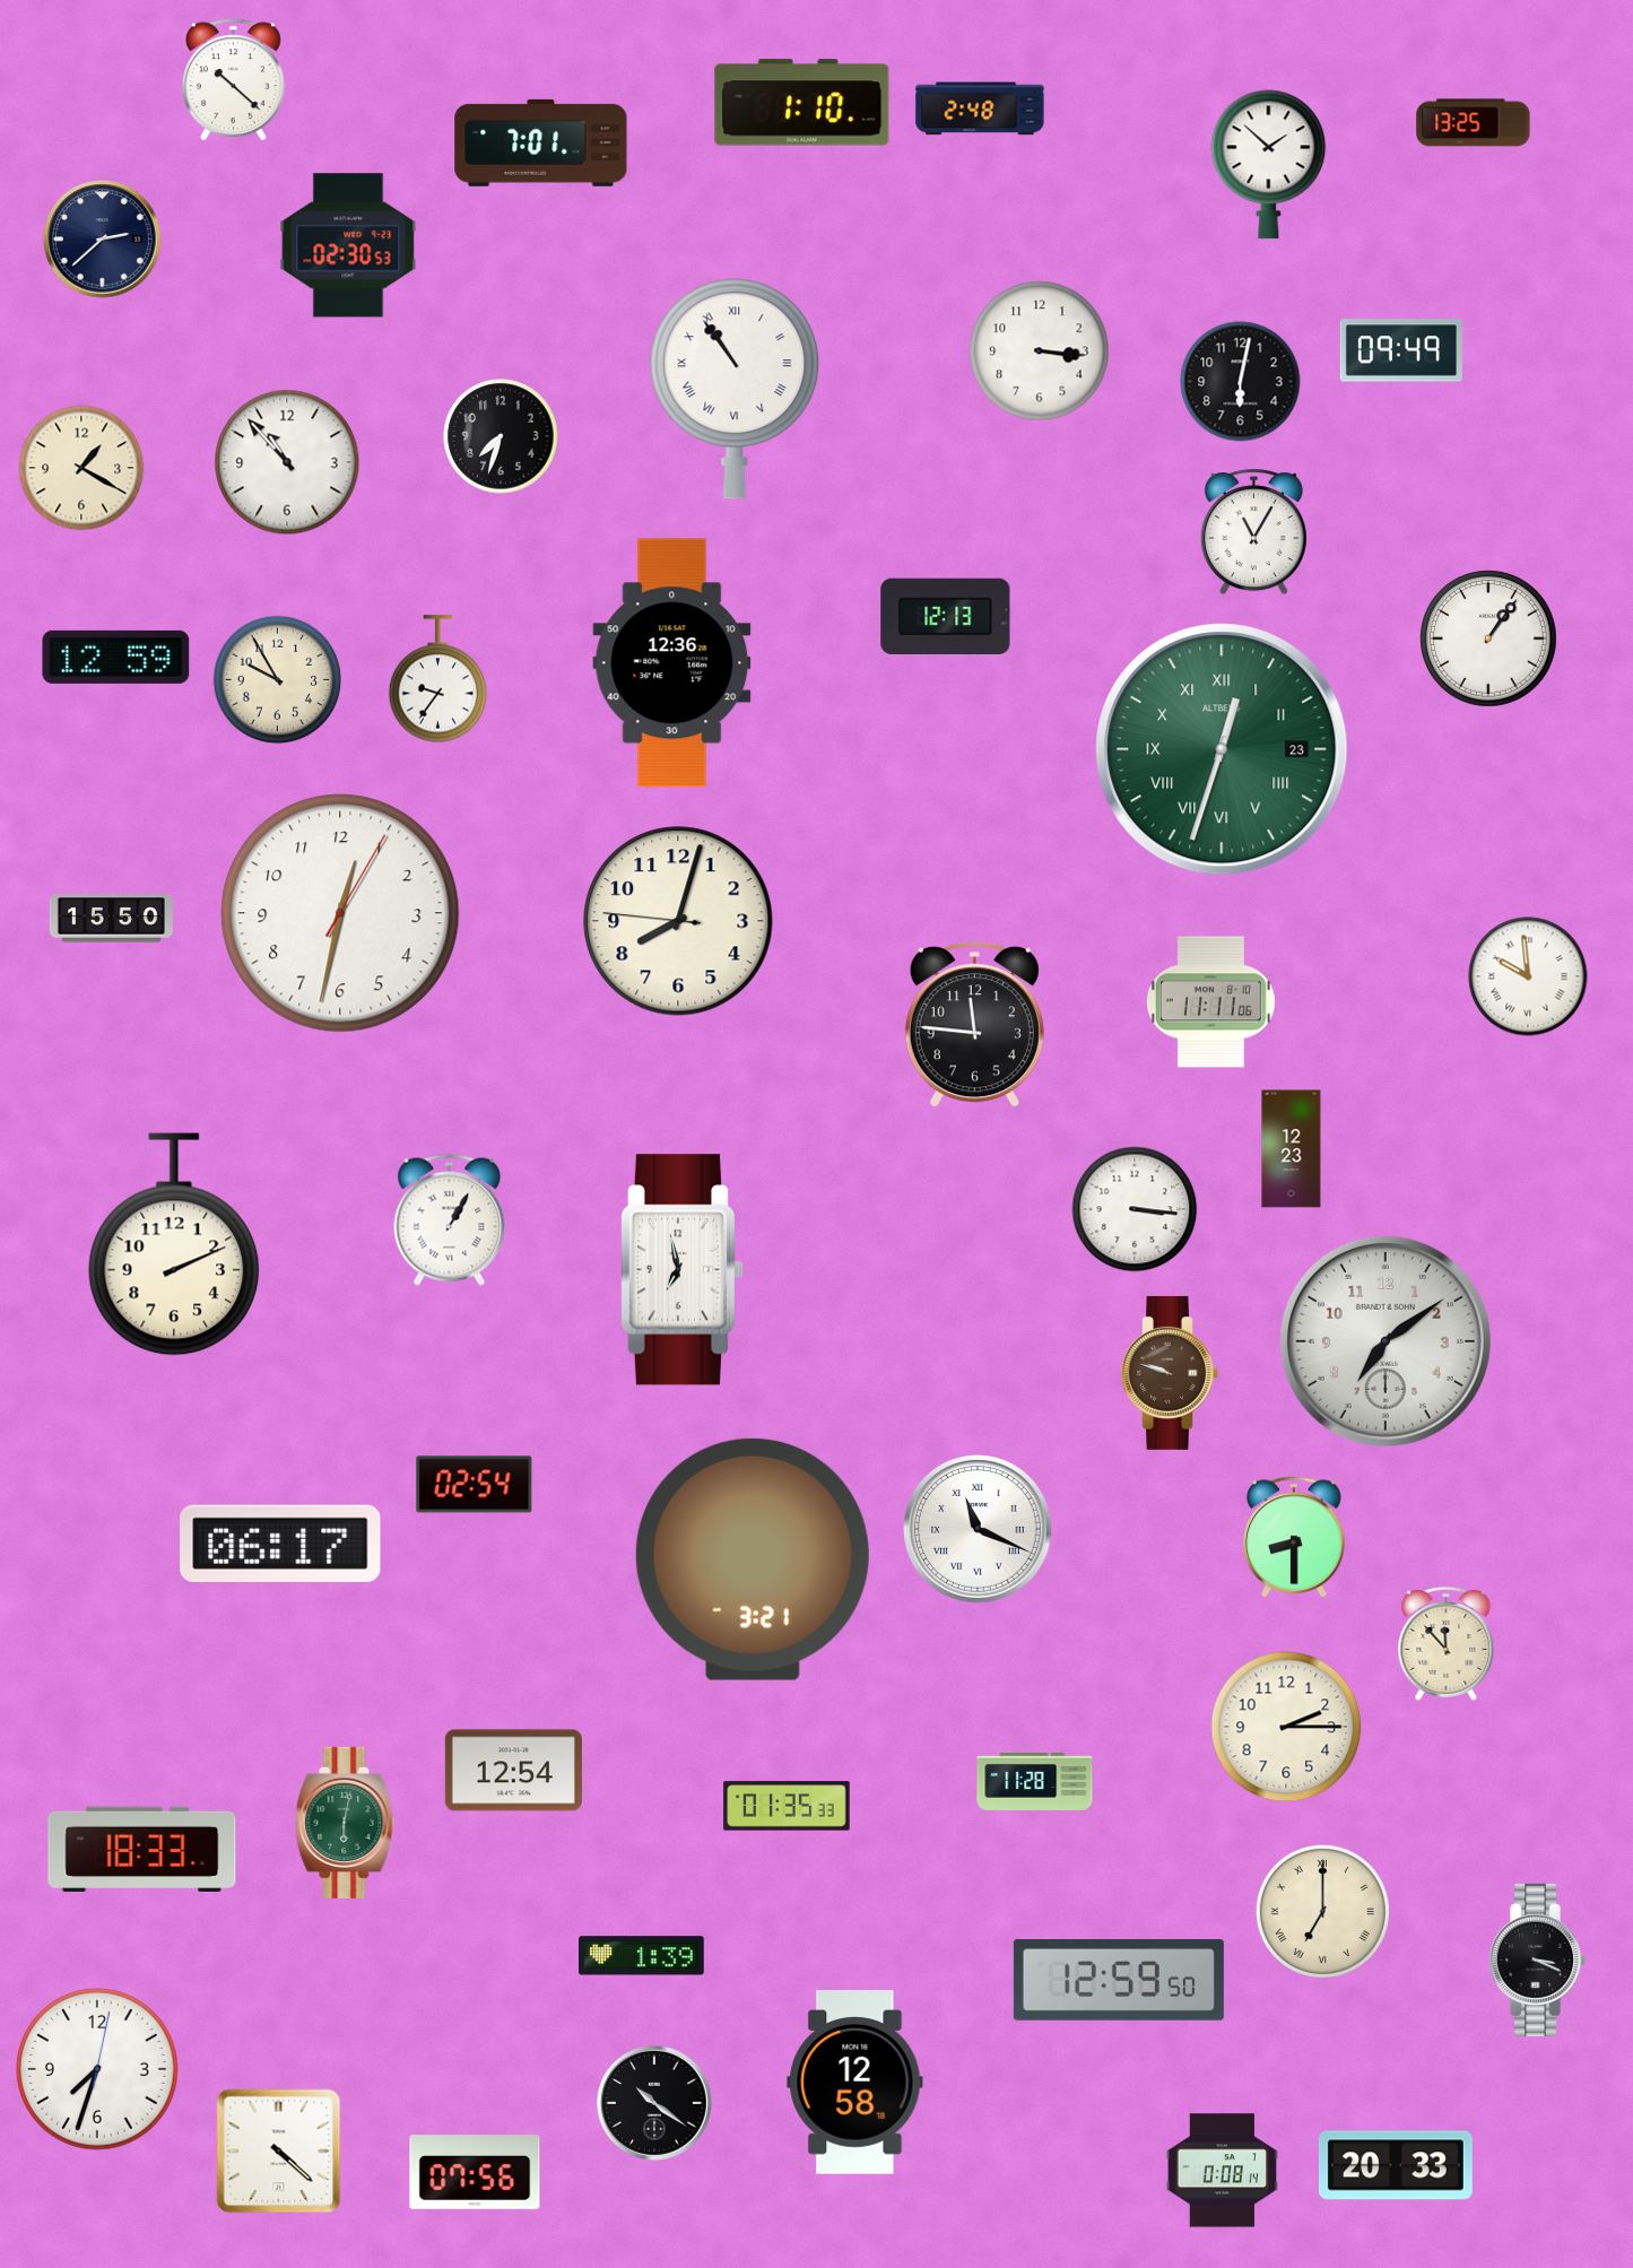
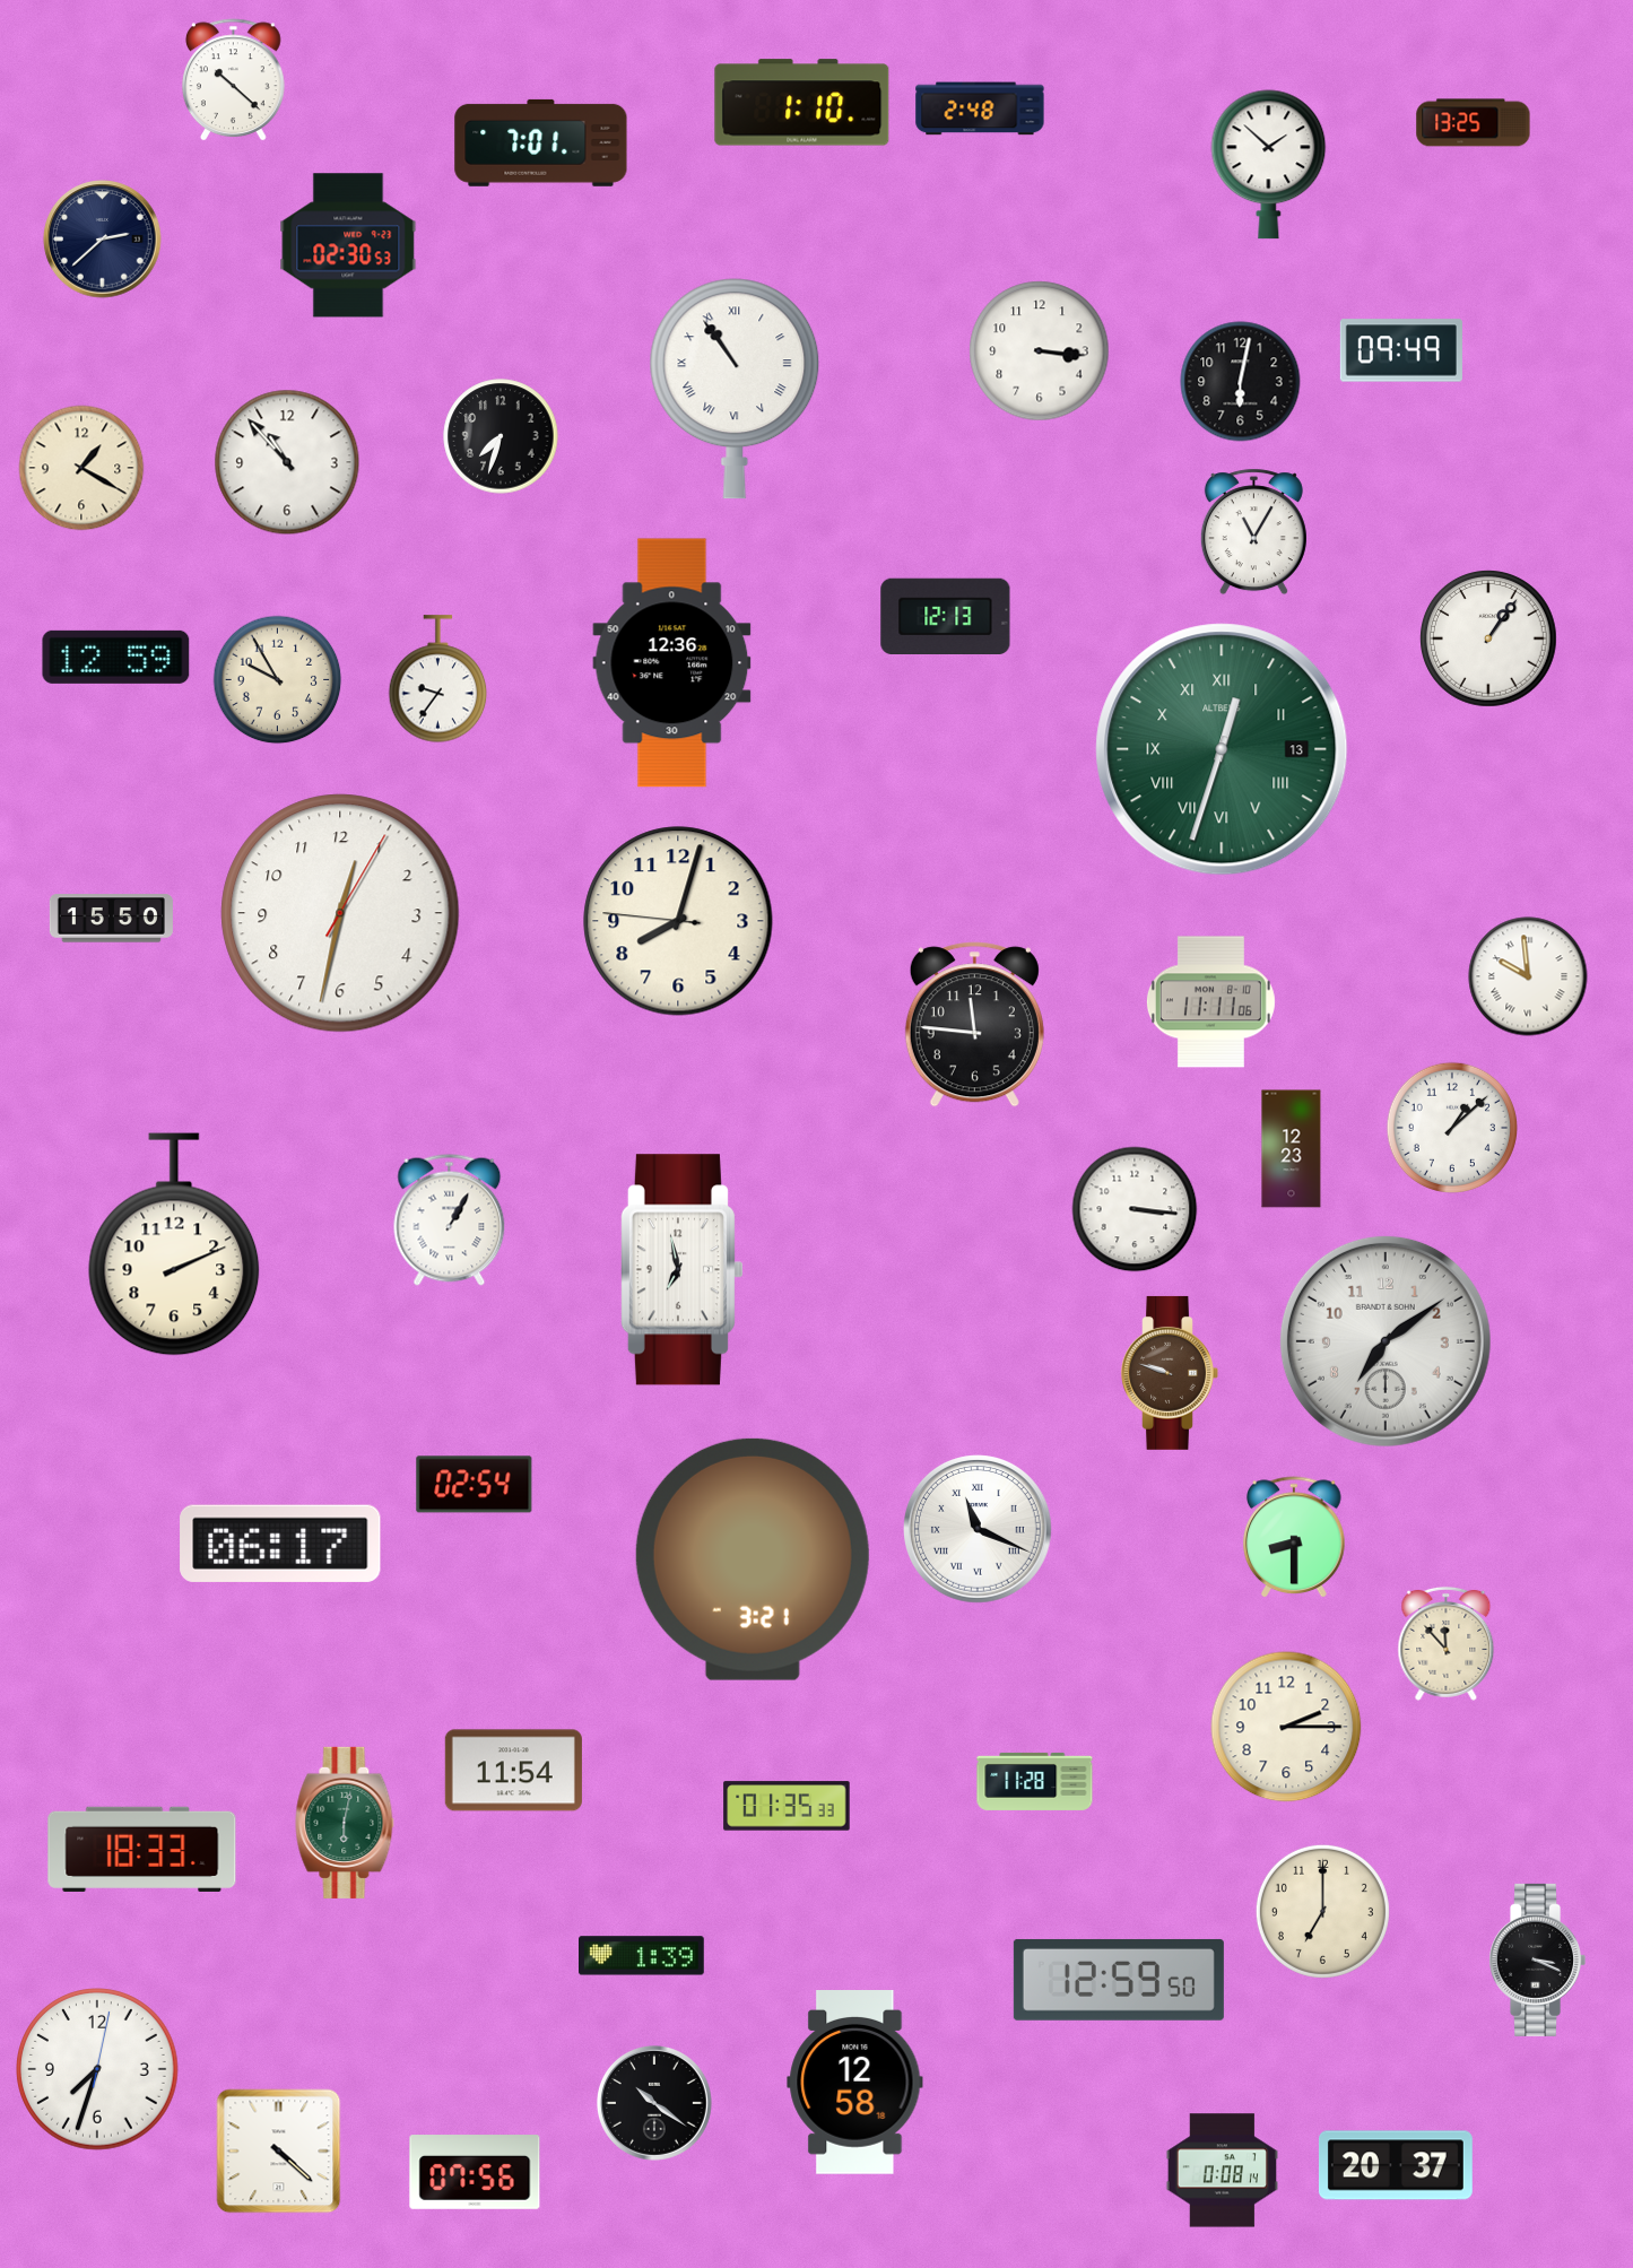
clock at (1222, 749) date: 23 -> 13
clock at (1451, 1127): none -> 1:08
clock at (513, 1771): 12:54 -> 11:54
clock at (1322, 1911) numerals: Roman -> Arabic
clock at (1396, 2165): 20:33 -> 20:37
